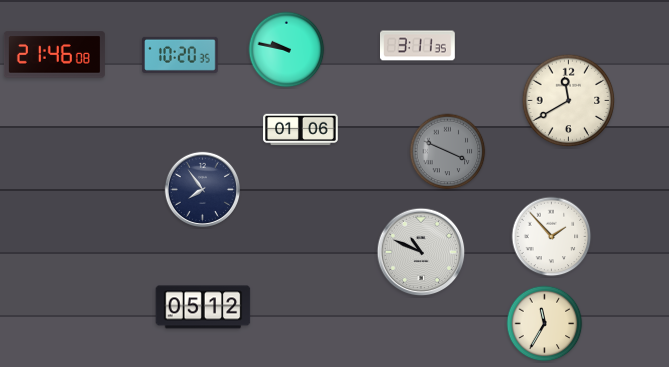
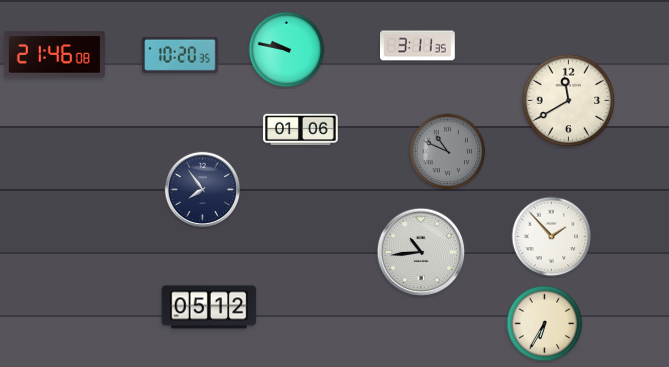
clock at (448, 152): 3:49 -> 10:49
clock at (421, 252): 10:49 -> 10:44
clock at (203, 307) position: (203, 307) -> (209, 307)
clock at (545, 324): 11:35 -> 6:35
